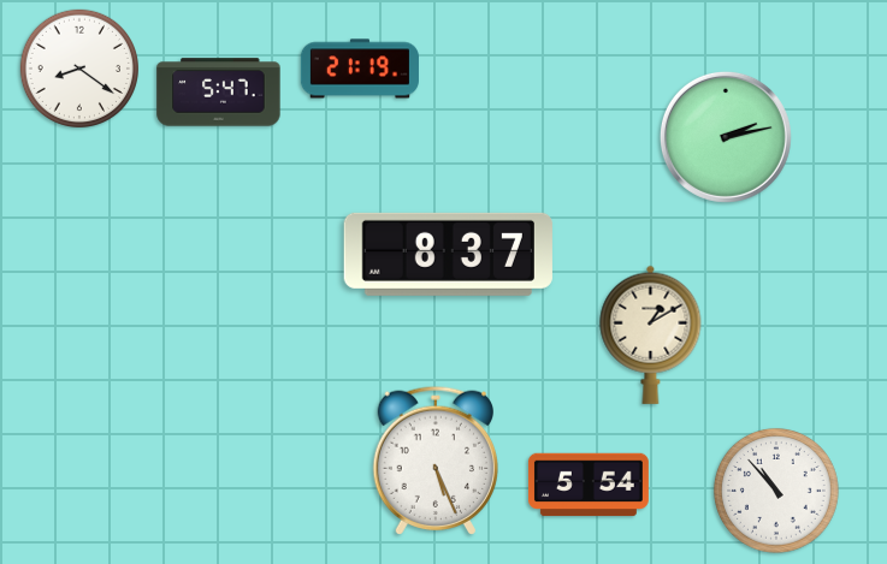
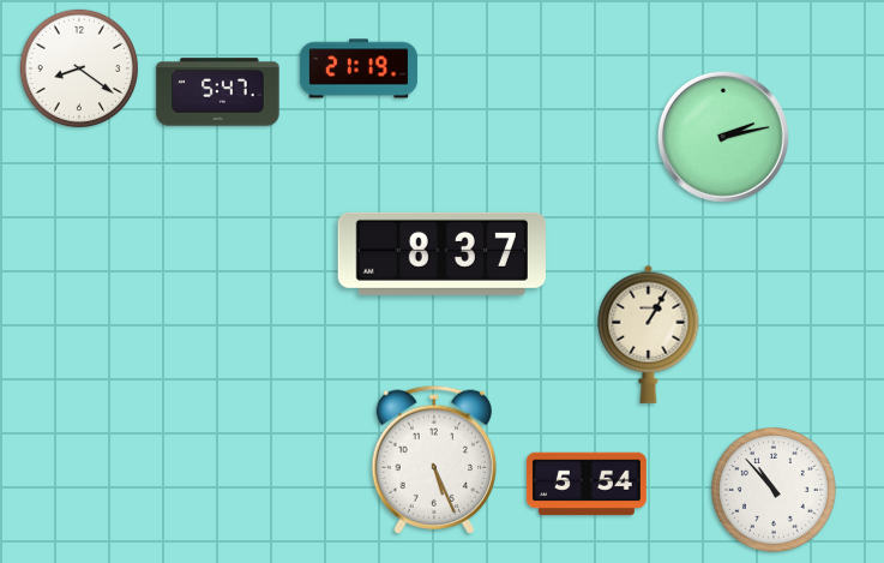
clock at (448, 254) position: (448, 254) -> (441, 253)
clock at (651, 334): 1:10 -> 1:05
